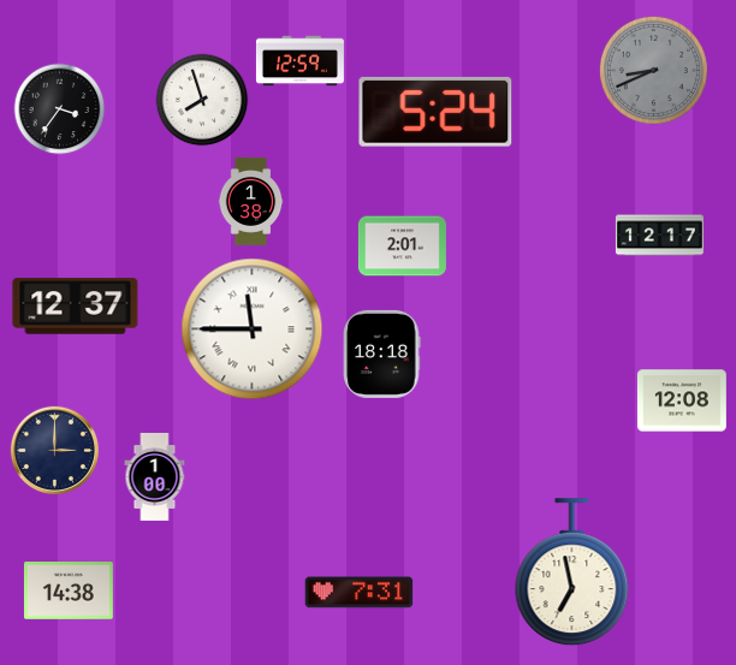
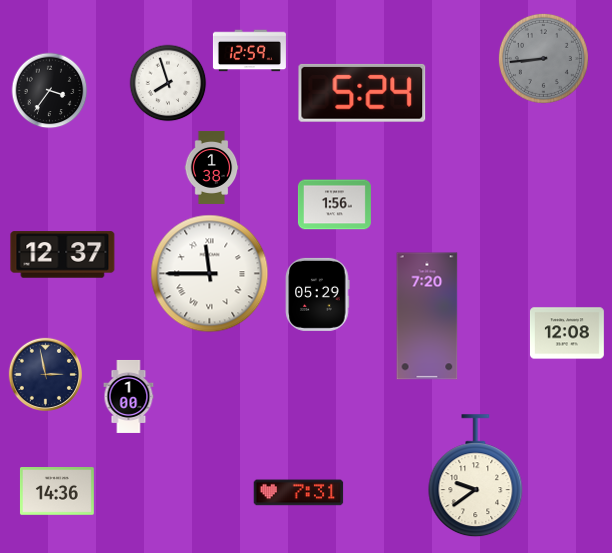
clock at (653, 70): 8:41 -> 8:44
clock at (251, 201) position: (251, 201) -> (212, 167)
clock at (659, 236): 12:17 -> none
clock at (402, 247): 2:01 -> 1:56
clock at (382, 354): 18:18 -> 05:29
clock at (427, 316): none -> 7:20
clock at (54, 450): 3:00 -> 2:58
clock at (572, 572): 6:58 -> 9:39
clock at (69, 592): 14:38 -> 14:36
